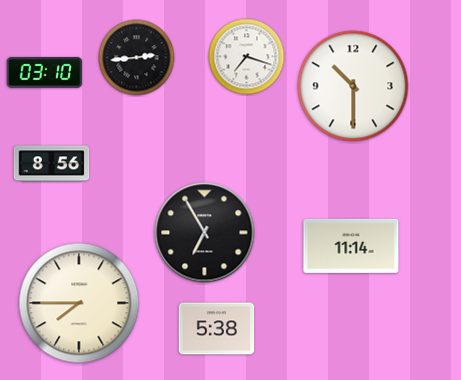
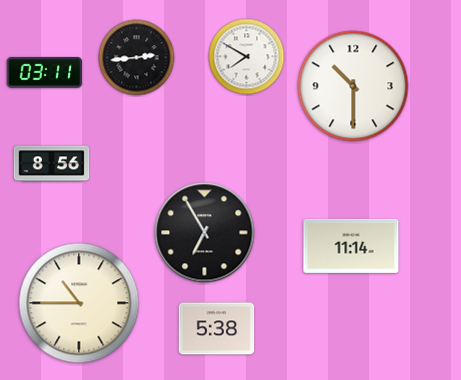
clock at (247, 57): 7:18 -> 7:50
clock at (45, 72): 03:10 -> 03:11
clock at (79, 303): 7:45 -> 10:45
